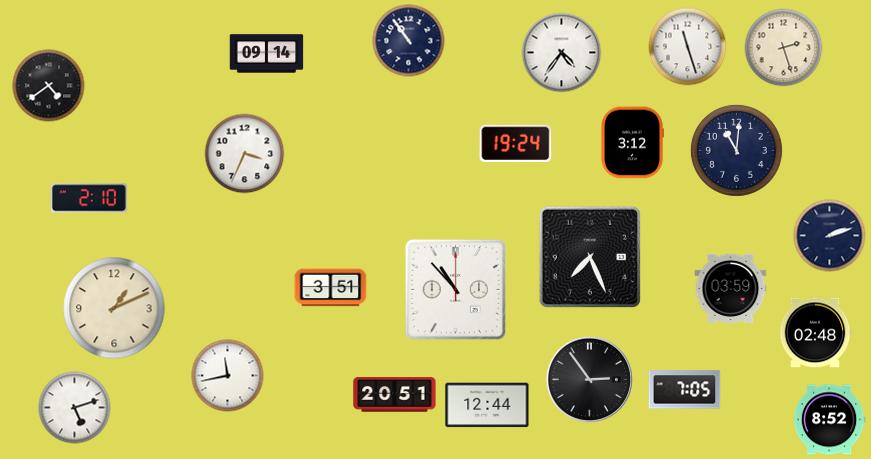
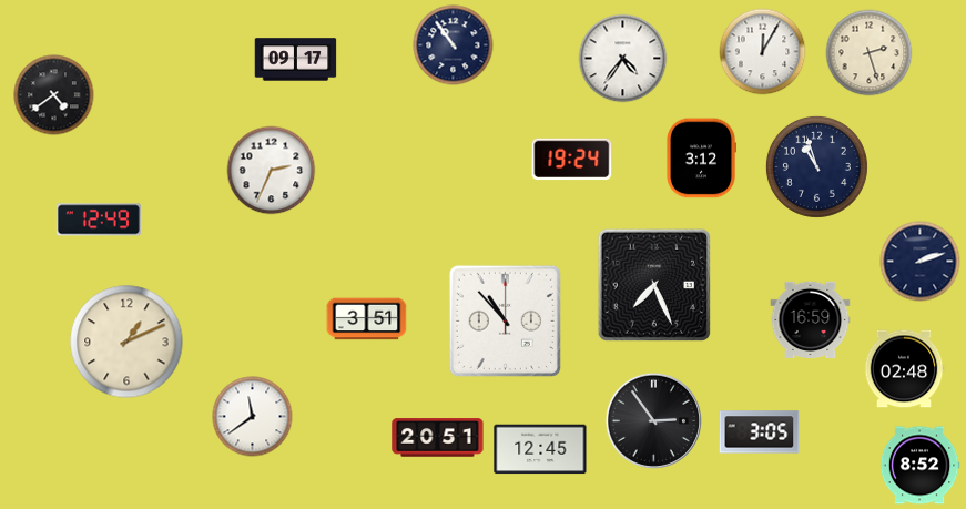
clock at (688, 47): 11:27 -> 12:05
clock at (267, 54): 09:14 -> 09:17
clock at (736, 150): 11:01 -> 10:57
clock at (245, 154): 3:34 -> 2:34
clock at (89, 198): 2:10 -> 12:49
clock at (731, 288): 03:59 -> 16:59
clock at (228, 376): 11:43 -> 11:39
clock at (685, 390): 7:05 -> 3:05
clock at (487, 405): 12:44 -> 12:45
clock at (75, 408): 5:12 -> none
